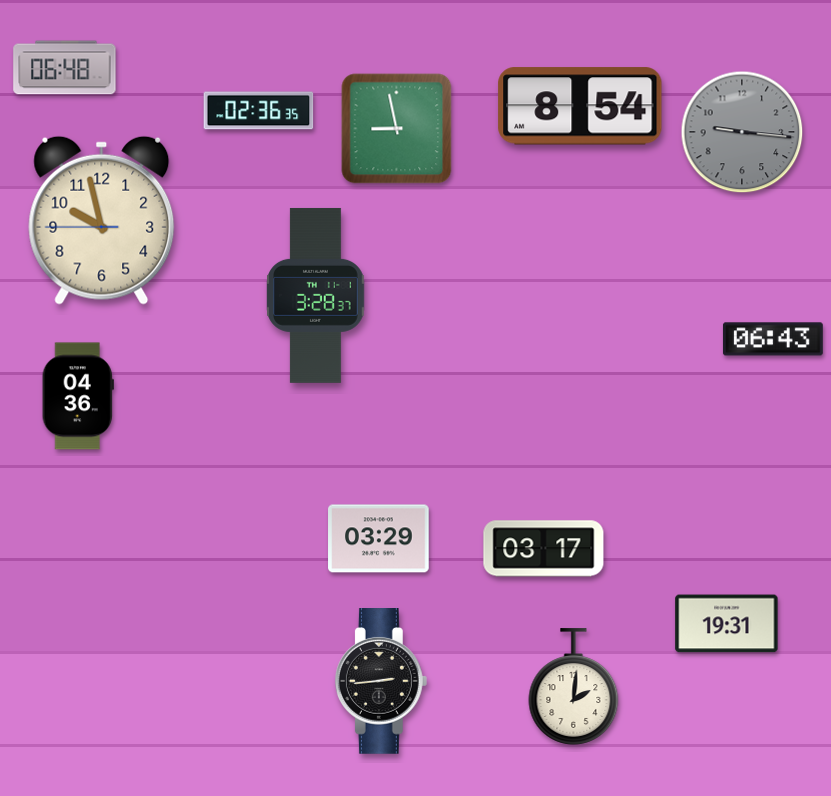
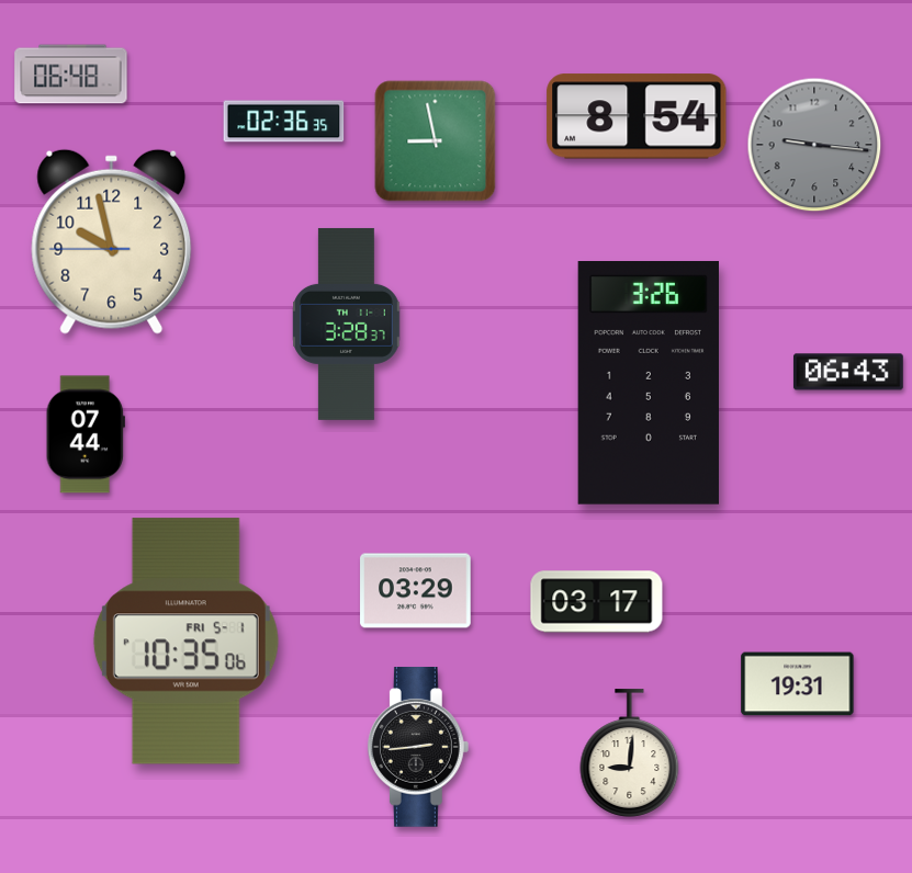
clock at (649, 384): none -> 3:26
clock at (78, 396): 04:36 -> 07:44
clock at (185, 642): none -> 10:35
clock at (574, 687): 2:01 -> 9:01
